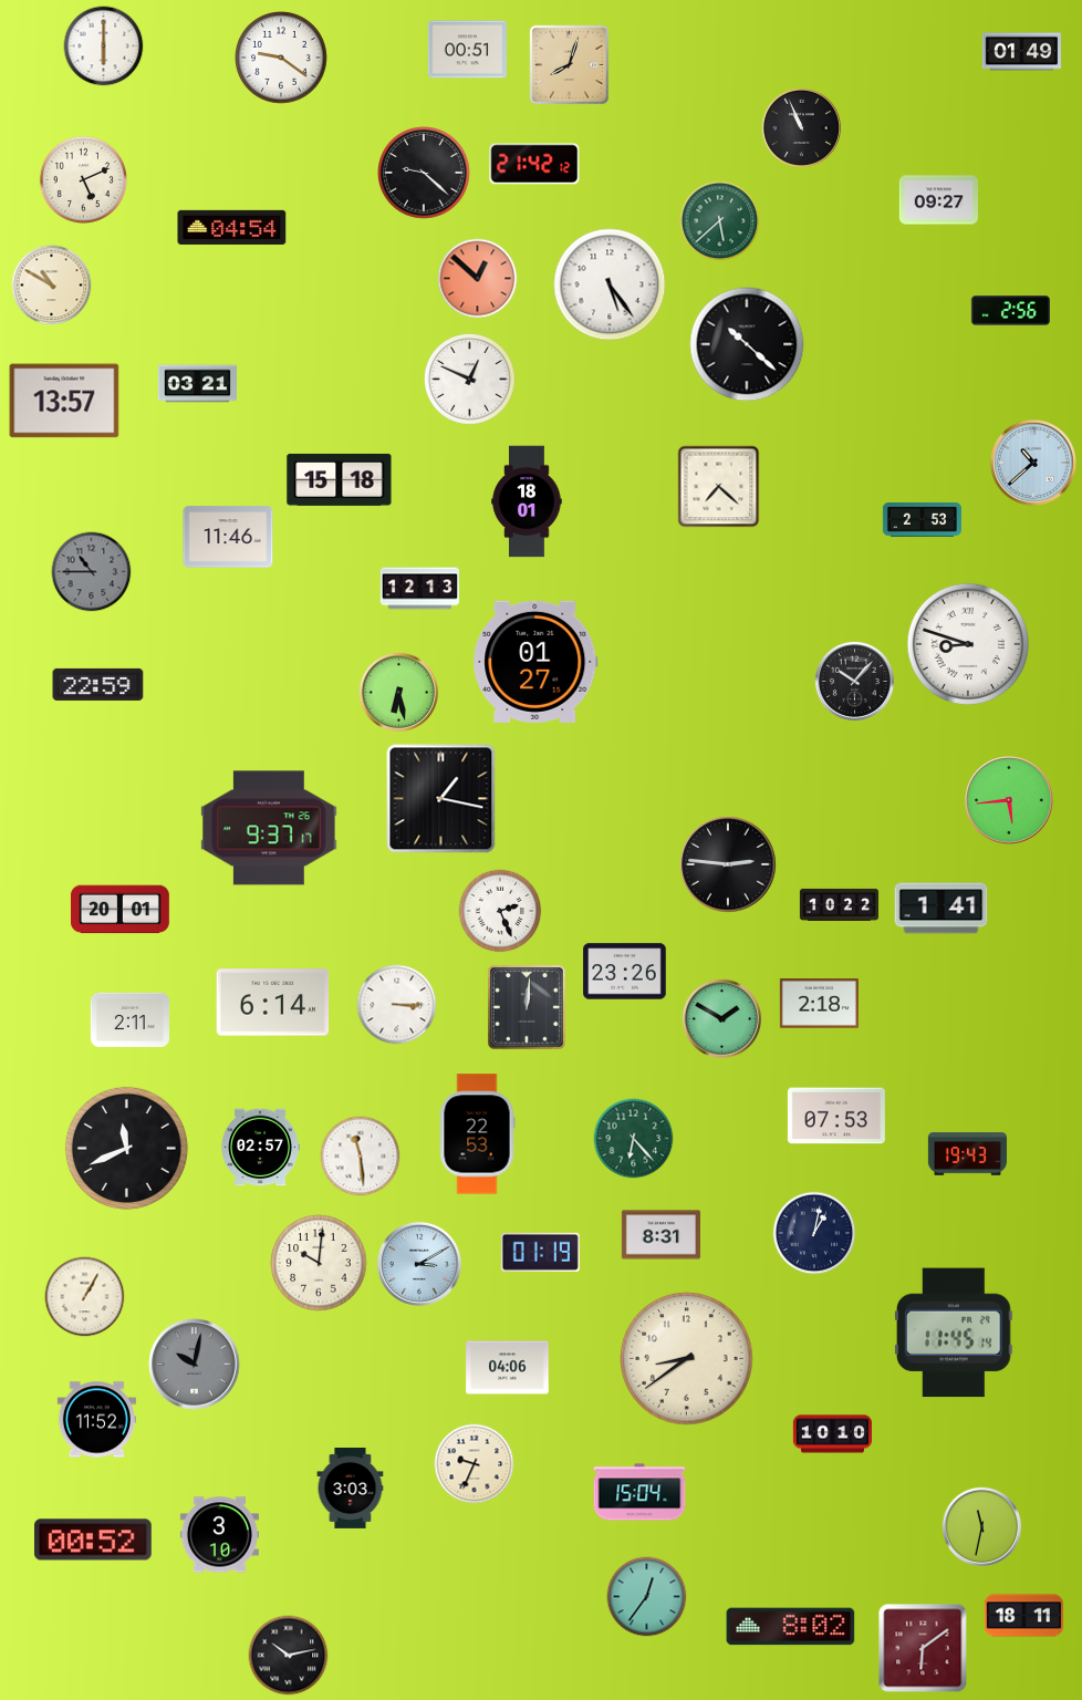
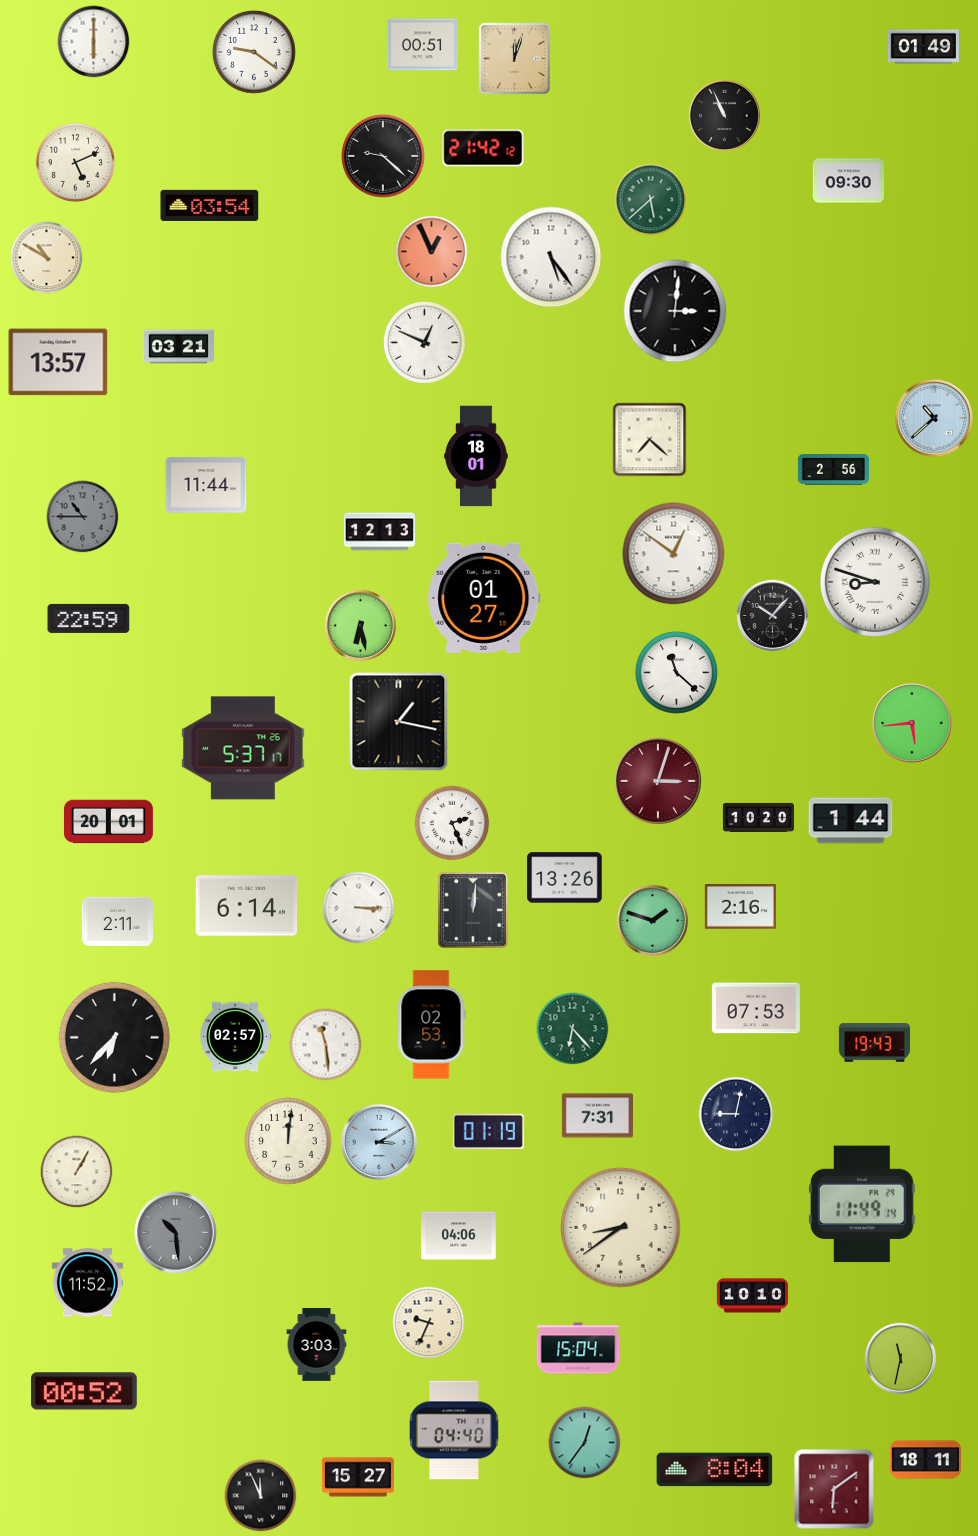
clock at (570, 65): 8:03 -> 12:03
clock at (938, 200): 09:27 -> 09:30
clock at (232, 227): 04:54 -> 03:54
clock at (478, 279): 12:52 -> 12:56
clock at (1010, 311): 2:56 -> none
clock at (747, 344): 10:22 -> 3:01
clock at (340, 479): 15:18 -> none
clock at (527, 501) position: (527, 501) -> (476, 456)
clock at (922, 520): 2:53 -> 2:56
clock at (228, 537): 11:46 -> 11:44
clock at (674, 554): none -> 12:51
clock at (677, 673): none -> 11:22
clock at (269, 828): 9:37 -> 5:37
clock at (728, 864): 2:46 -> 3:03
clock at (728, 864) dial: black -> burgundy
clock at (839, 904): 10:22 -> 10:20
clock at (941, 909): 1:41 -> 1:44
clock at (625, 972): 23:26 -> 13:26
clock at (819, 1004): 2:18 -> 2:16
clock at (528, 1008) position: (528, 1008) -> (474, 911)
clock at (721, 1018): 1:50 -> 1:48
clock at (477, 1134): 22:53 -> 02:53
clock at (126, 1148): 11:41 -> 6:37
clock at (814, 1233): 1:02 -> 9:02
clock at (660, 1235): 8:31 -> 7:31
clock at (319, 1263): 10:01 -> 12:01
clock at (954, 1333): 11:45 -> 11:49
clock at (195, 1365): 10:02 -> 10:29
clock at (981, 1526) position: (981, 1526) -> (900, 1358)
clock at (219, 1535): 3:10 -> none
clock at (454, 1430): none -> 04:40
clock at (791, 1627): 8:02 -> 8:04
clock at (358, 1477): none -> 15:27
clock at (289, 1656): 10:13 -> 11:56
